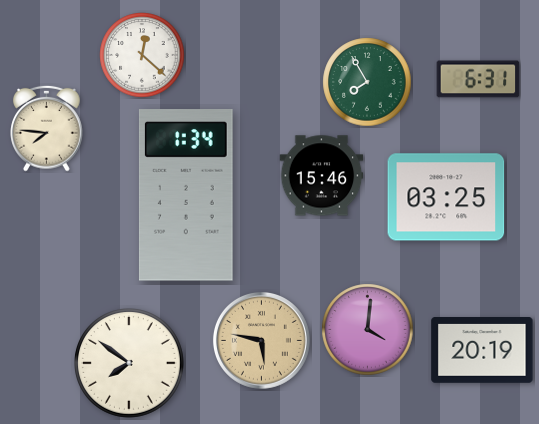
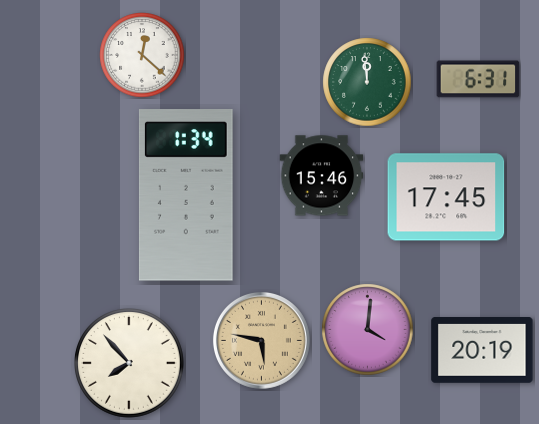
clock at (367, 82): 7:55 -> 11:59
clock at (47, 128): 7:46 -> none
clock at (446, 197): 03:25 -> 17:45
clock at (130, 364): 7:51 -> 7:53
